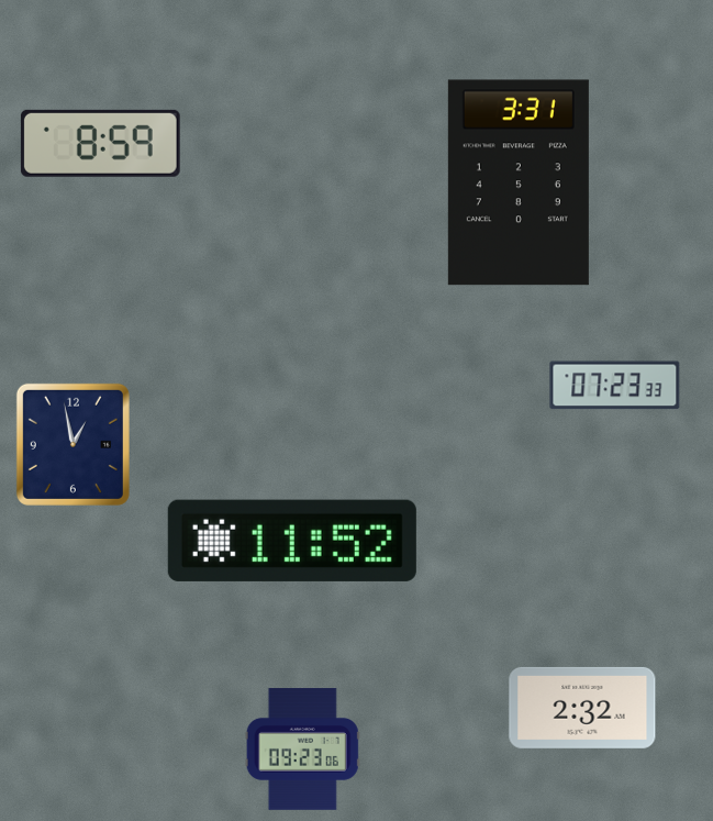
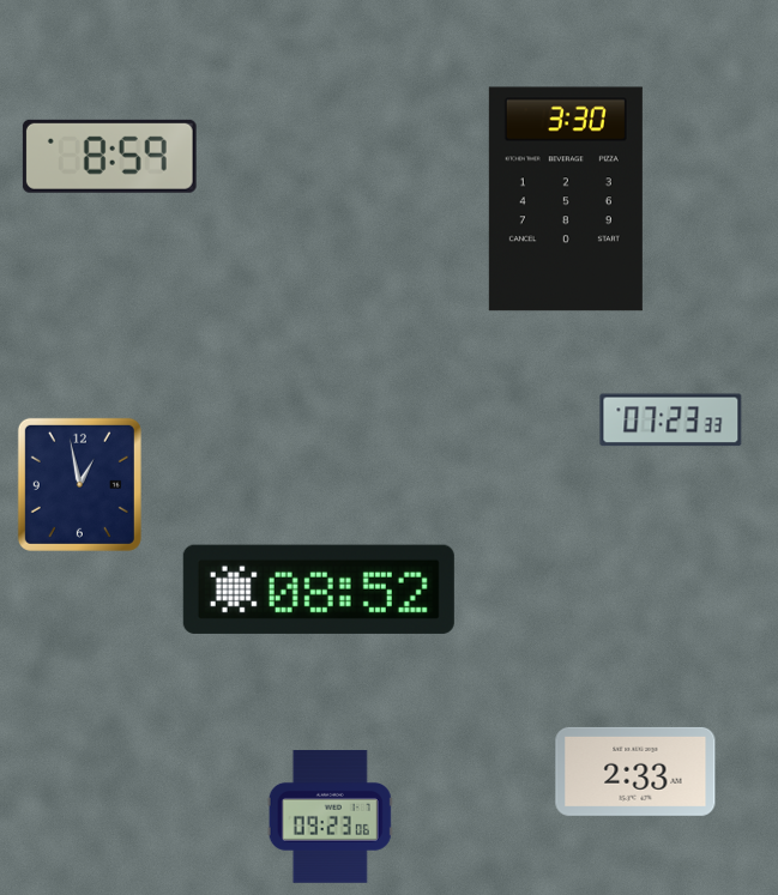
clock at (519, 182): 3:31 -> 3:30
clock at (292, 541): 11:52 -> 08:52
clock at (582, 708): 2:32 -> 2:33
